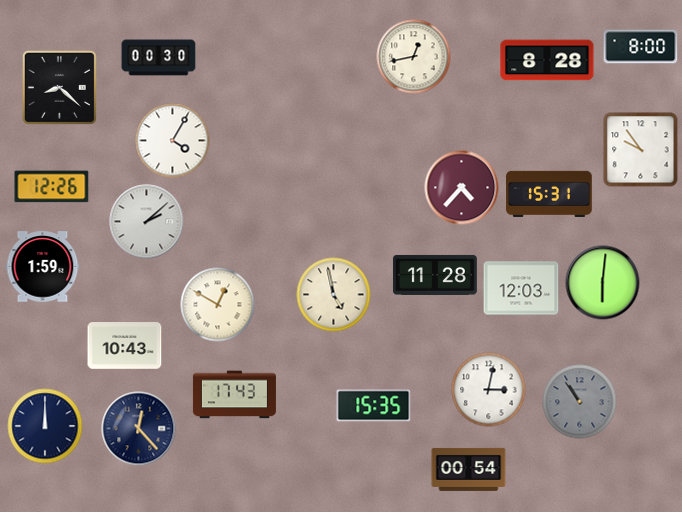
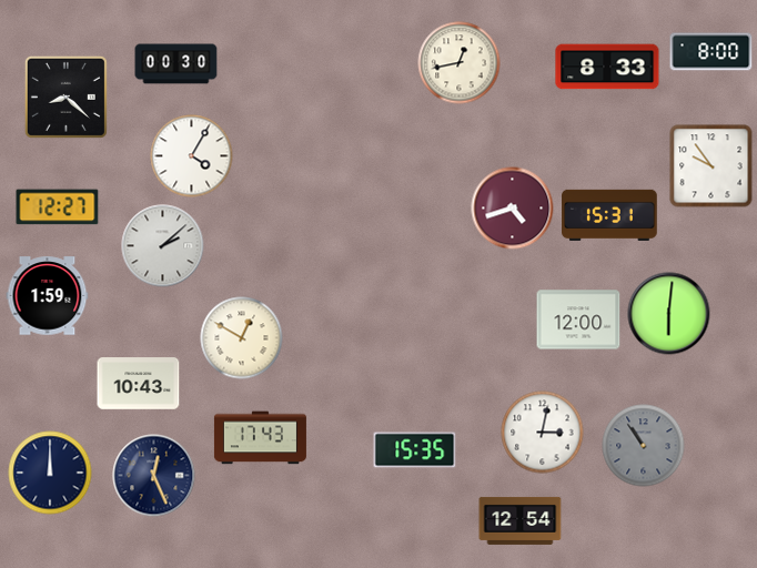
clock at (547, 60): 8:28 -> 8:33
clock at (52, 187): 12:26 -> 12:27
clock at (462, 188): 4:37 -> 4:42
clock at (435, 275): 11:28 -> none
clock at (521, 288): 12:03 -> 12:00
clock at (334, 295): 4:58 -> none
clock at (139, 429): 12:23 -> 12:26
clock at (469, 469): 00:54 -> 12:54
